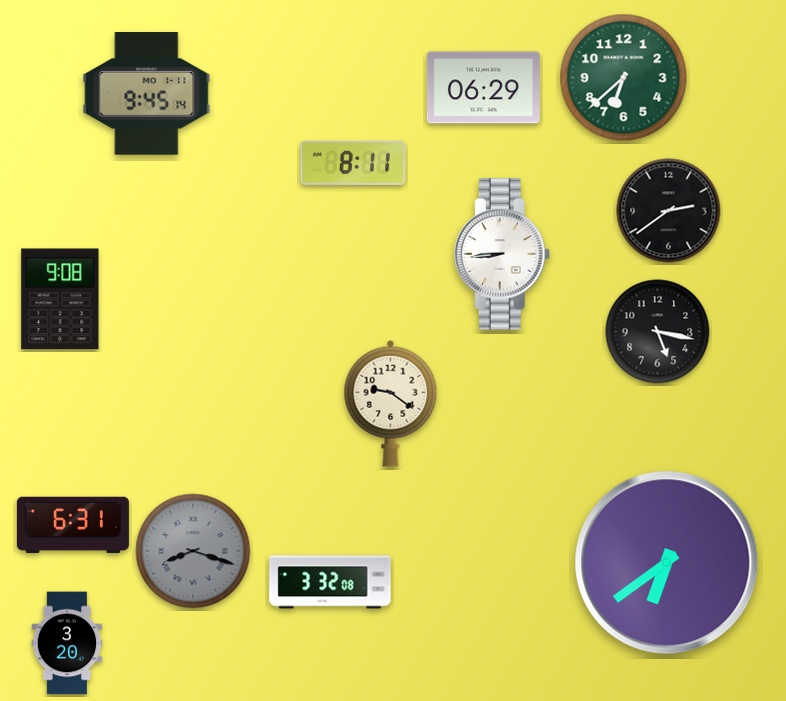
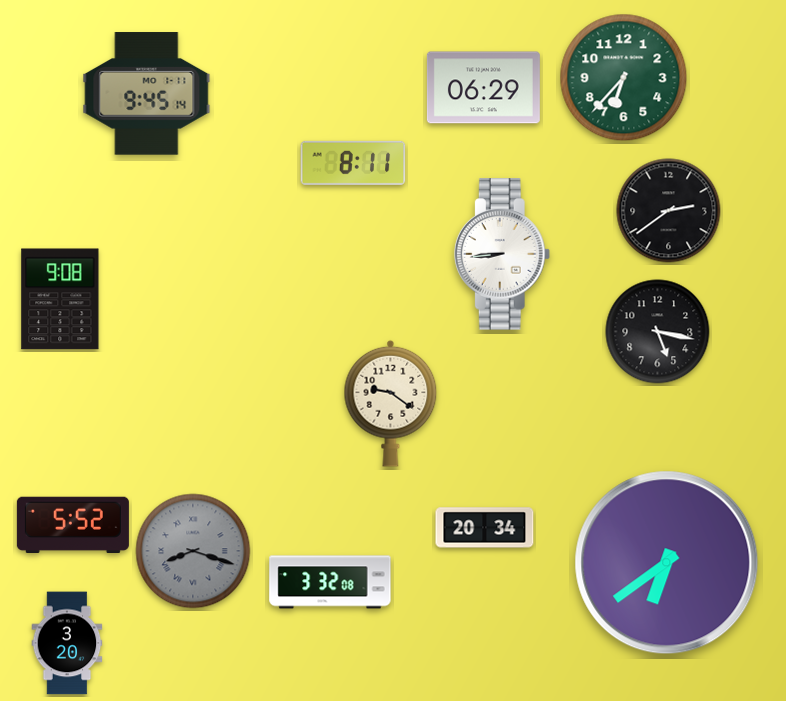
clock at (624, 78): 6:38 -> 6:37
clock at (73, 524): 6:31 -> 5:52
clock at (485, 528): none -> 20:34
